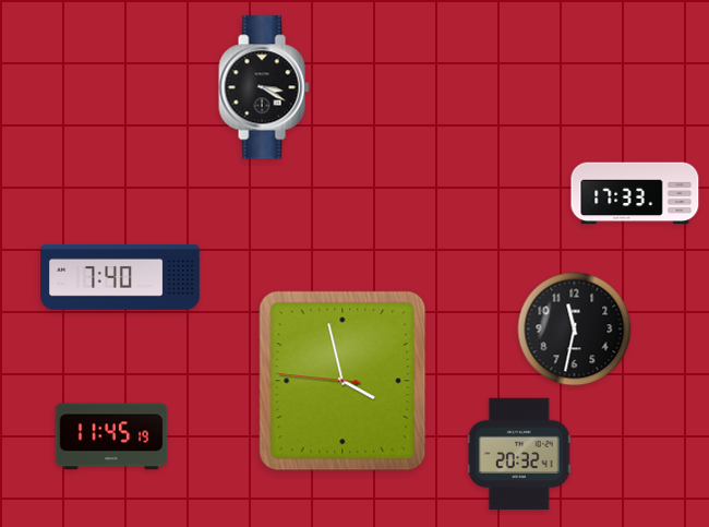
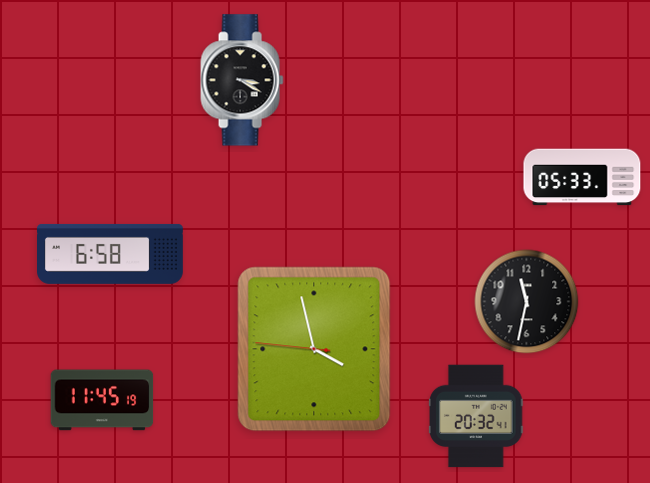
clock at (635, 193): 17:33 -> 05:33
clock at (121, 277): 7:40 -> 6:58
